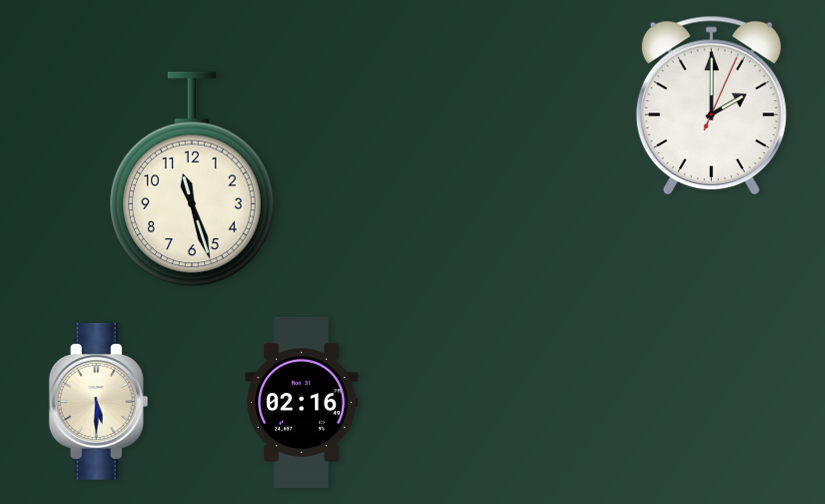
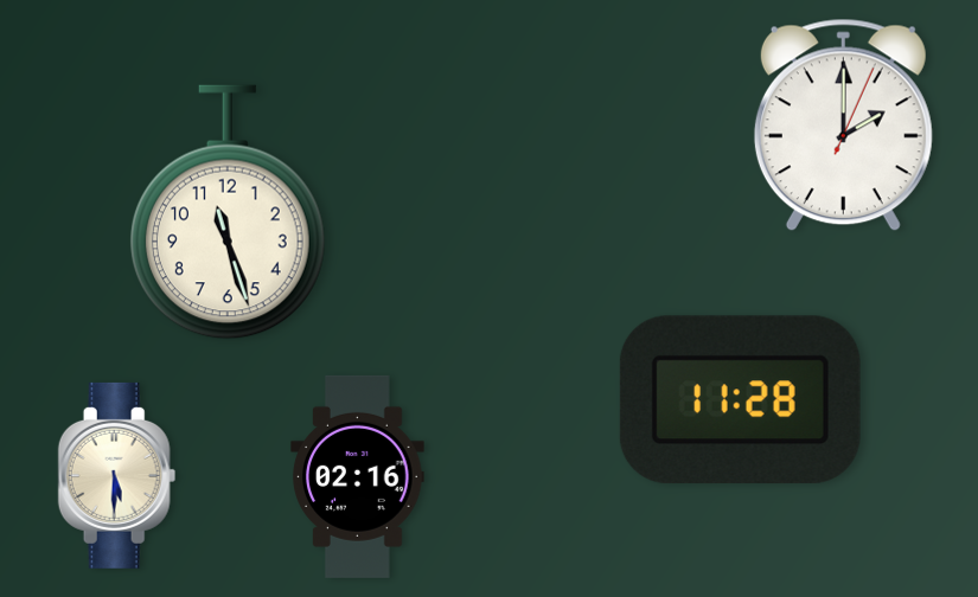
clock at (740, 399): none -> 11:28
